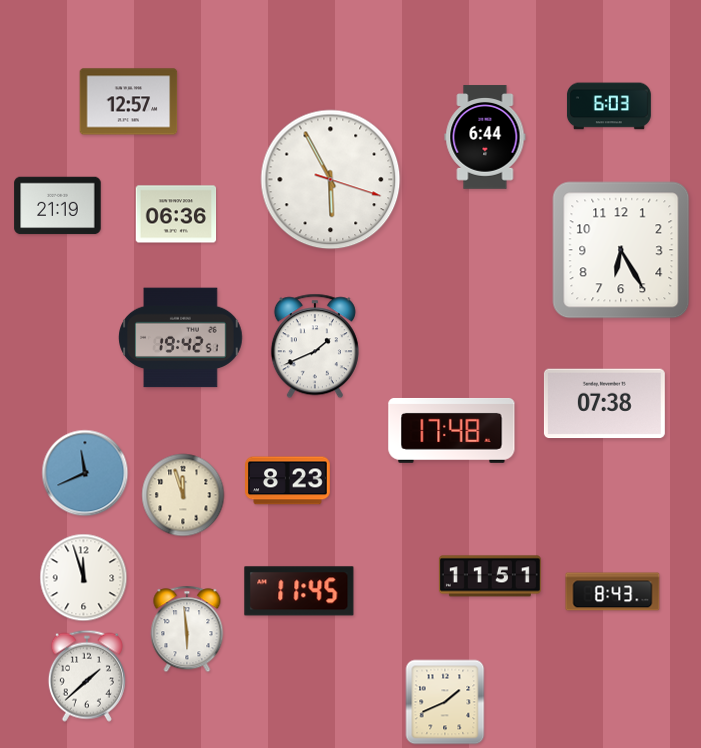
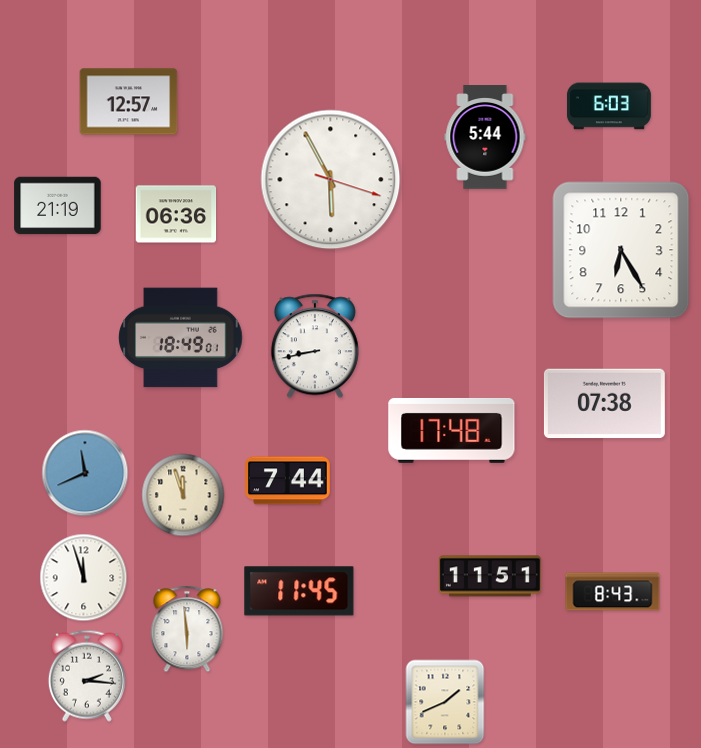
clock at (485, 137): 6:44 -> 5:44
clock at (181, 338): 19:42 -> 18:49
clock at (315, 346): 1:41 -> 8:43
clock at (288, 481): 8:23 -> 7:44
clock at (87, 676): 1:38 -> 2:16
